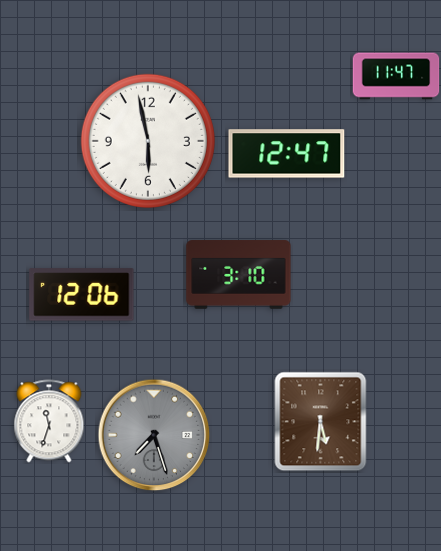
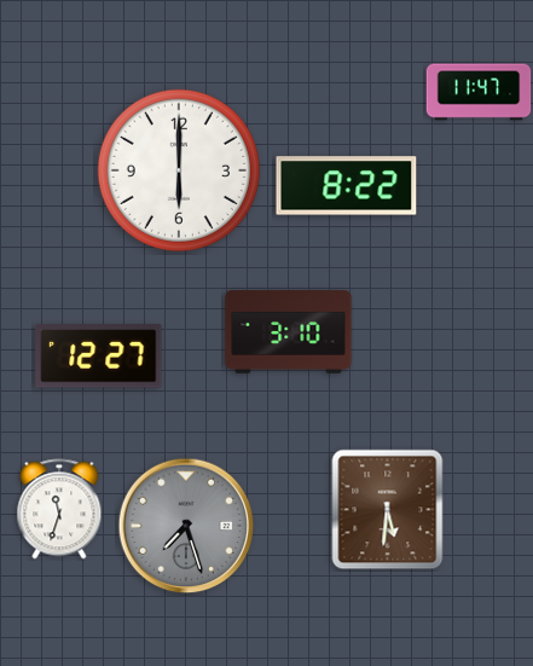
clock at (148, 141): 5:58 -> 6:00
clock at (287, 154): 12:47 -> 8:22
clock at (82, 295): 12:06 -> 12:27
